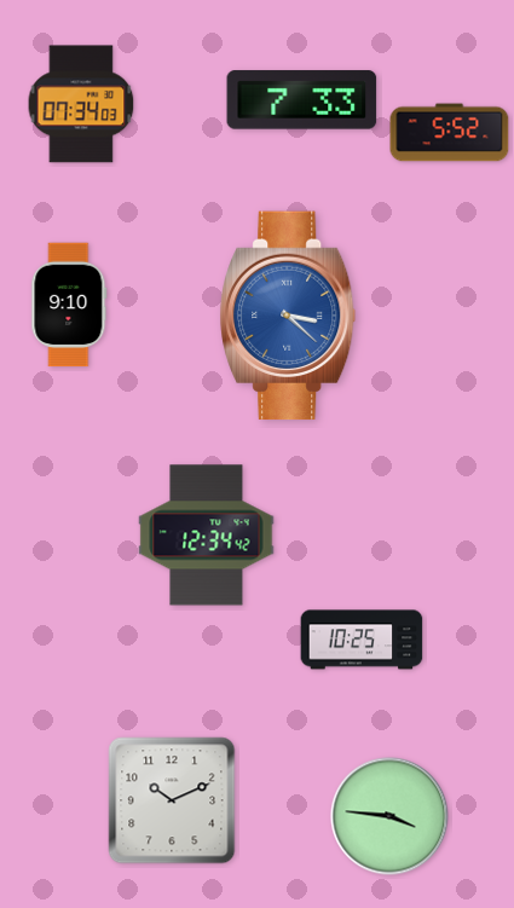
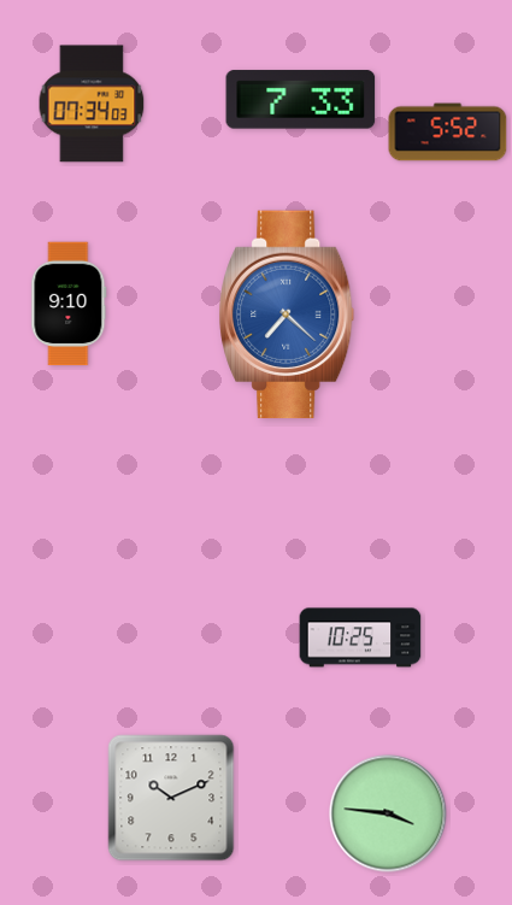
clock at (81, 104) position: (81, 104) -> (92, 104)
clock at (288, 316): 3:22 -> 7:22
clock at (207, 536): 12:34 -> none
